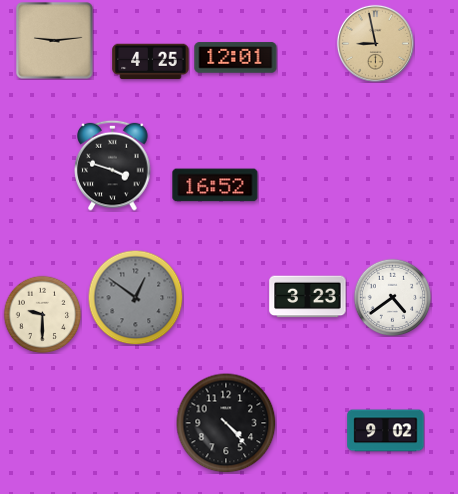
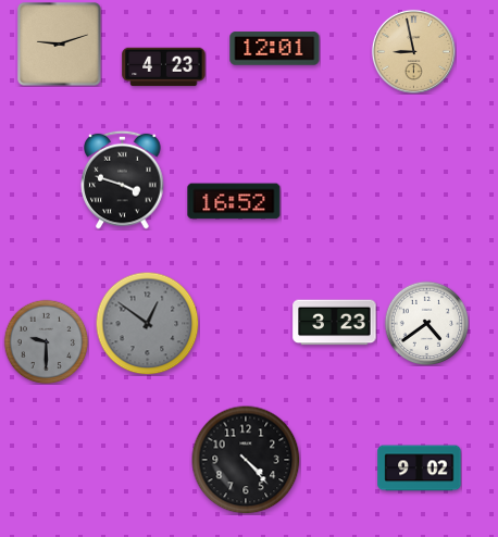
clock at (55, 41): 9:14 -> 9:12
clock at (375, 43) position: (375, 43) -> (413, 51)
clock at (236, 58) position: (236, 58) -> (275, 49)
clock at (151, 62): 4:25 -> 4:23
clock at (42, 314) dial: cream -> grey
